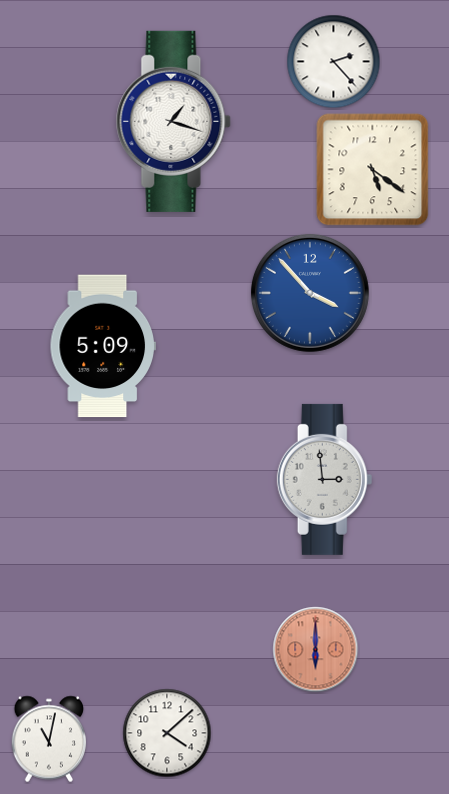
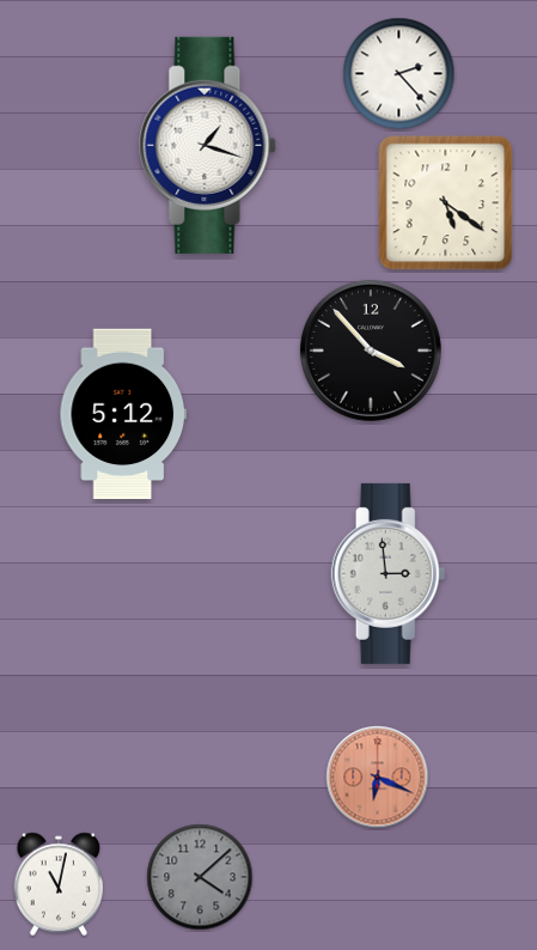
clock at (310, 293) dial: blue -> black
clock at (103, 346): 5:09 -> 5:12
clock at (316, 650): 6:00 -> 6:19
clock at (167, 733) dial: white -> grey
